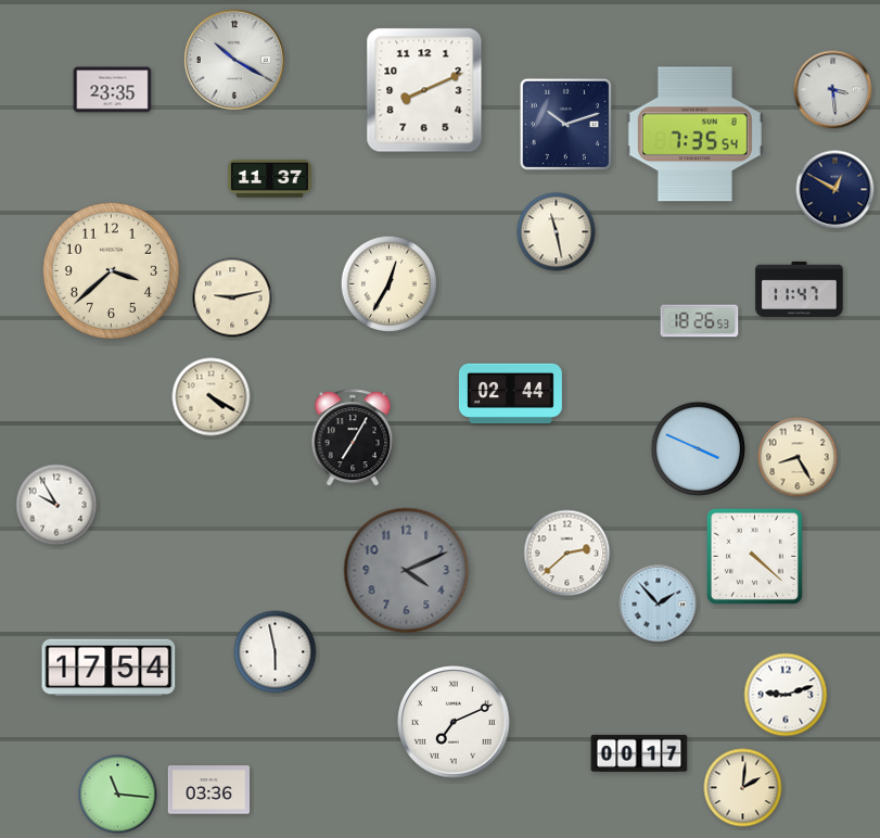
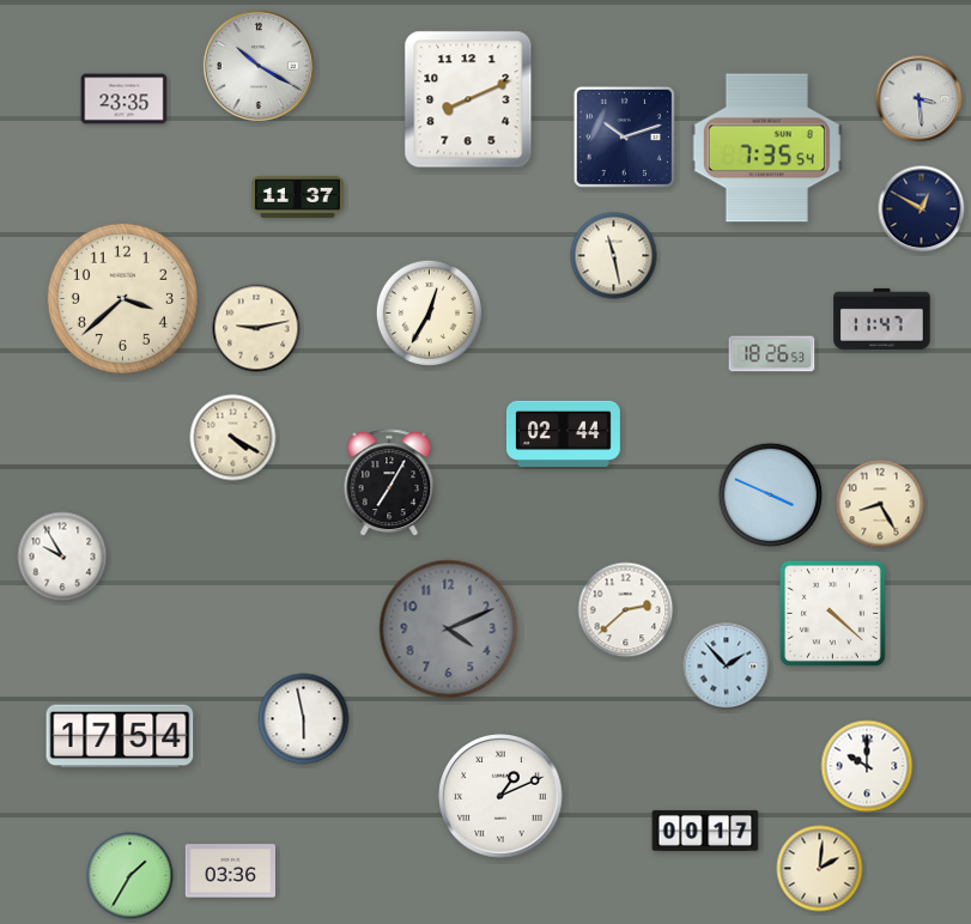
clock at (786, 695): 9:12 -> 10:00
clock at (454, 722): 7:11 -> 1:11
clock at (118, 795): 11:16 -> 1:35
